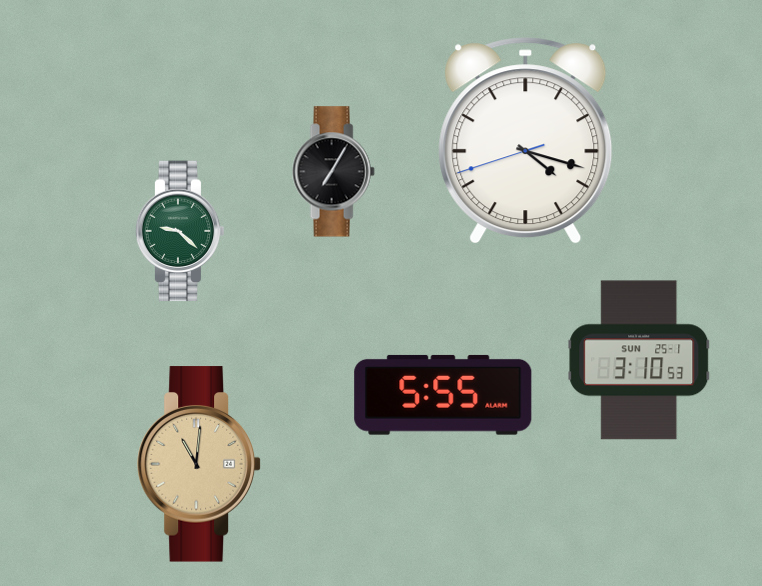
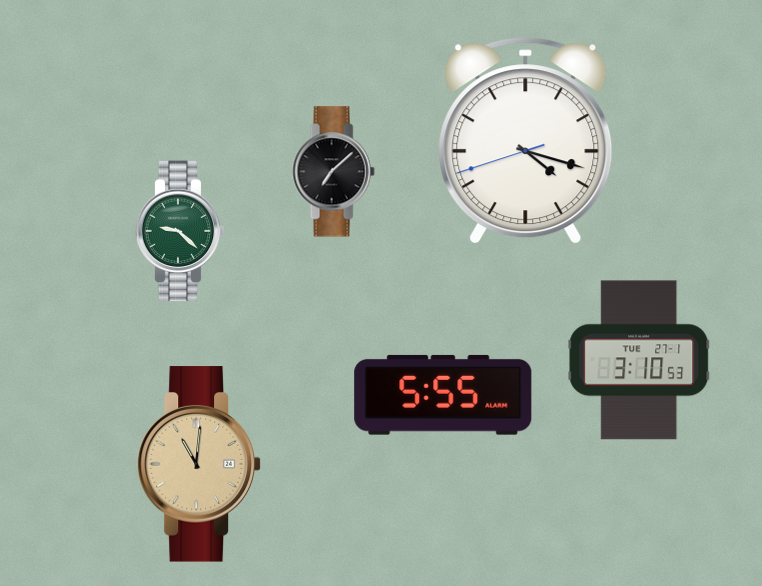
clock at (333, 172): 7:05 -> 7:08
clock at (639, 360) date: SUN 25-1 -> TUE 27-1
